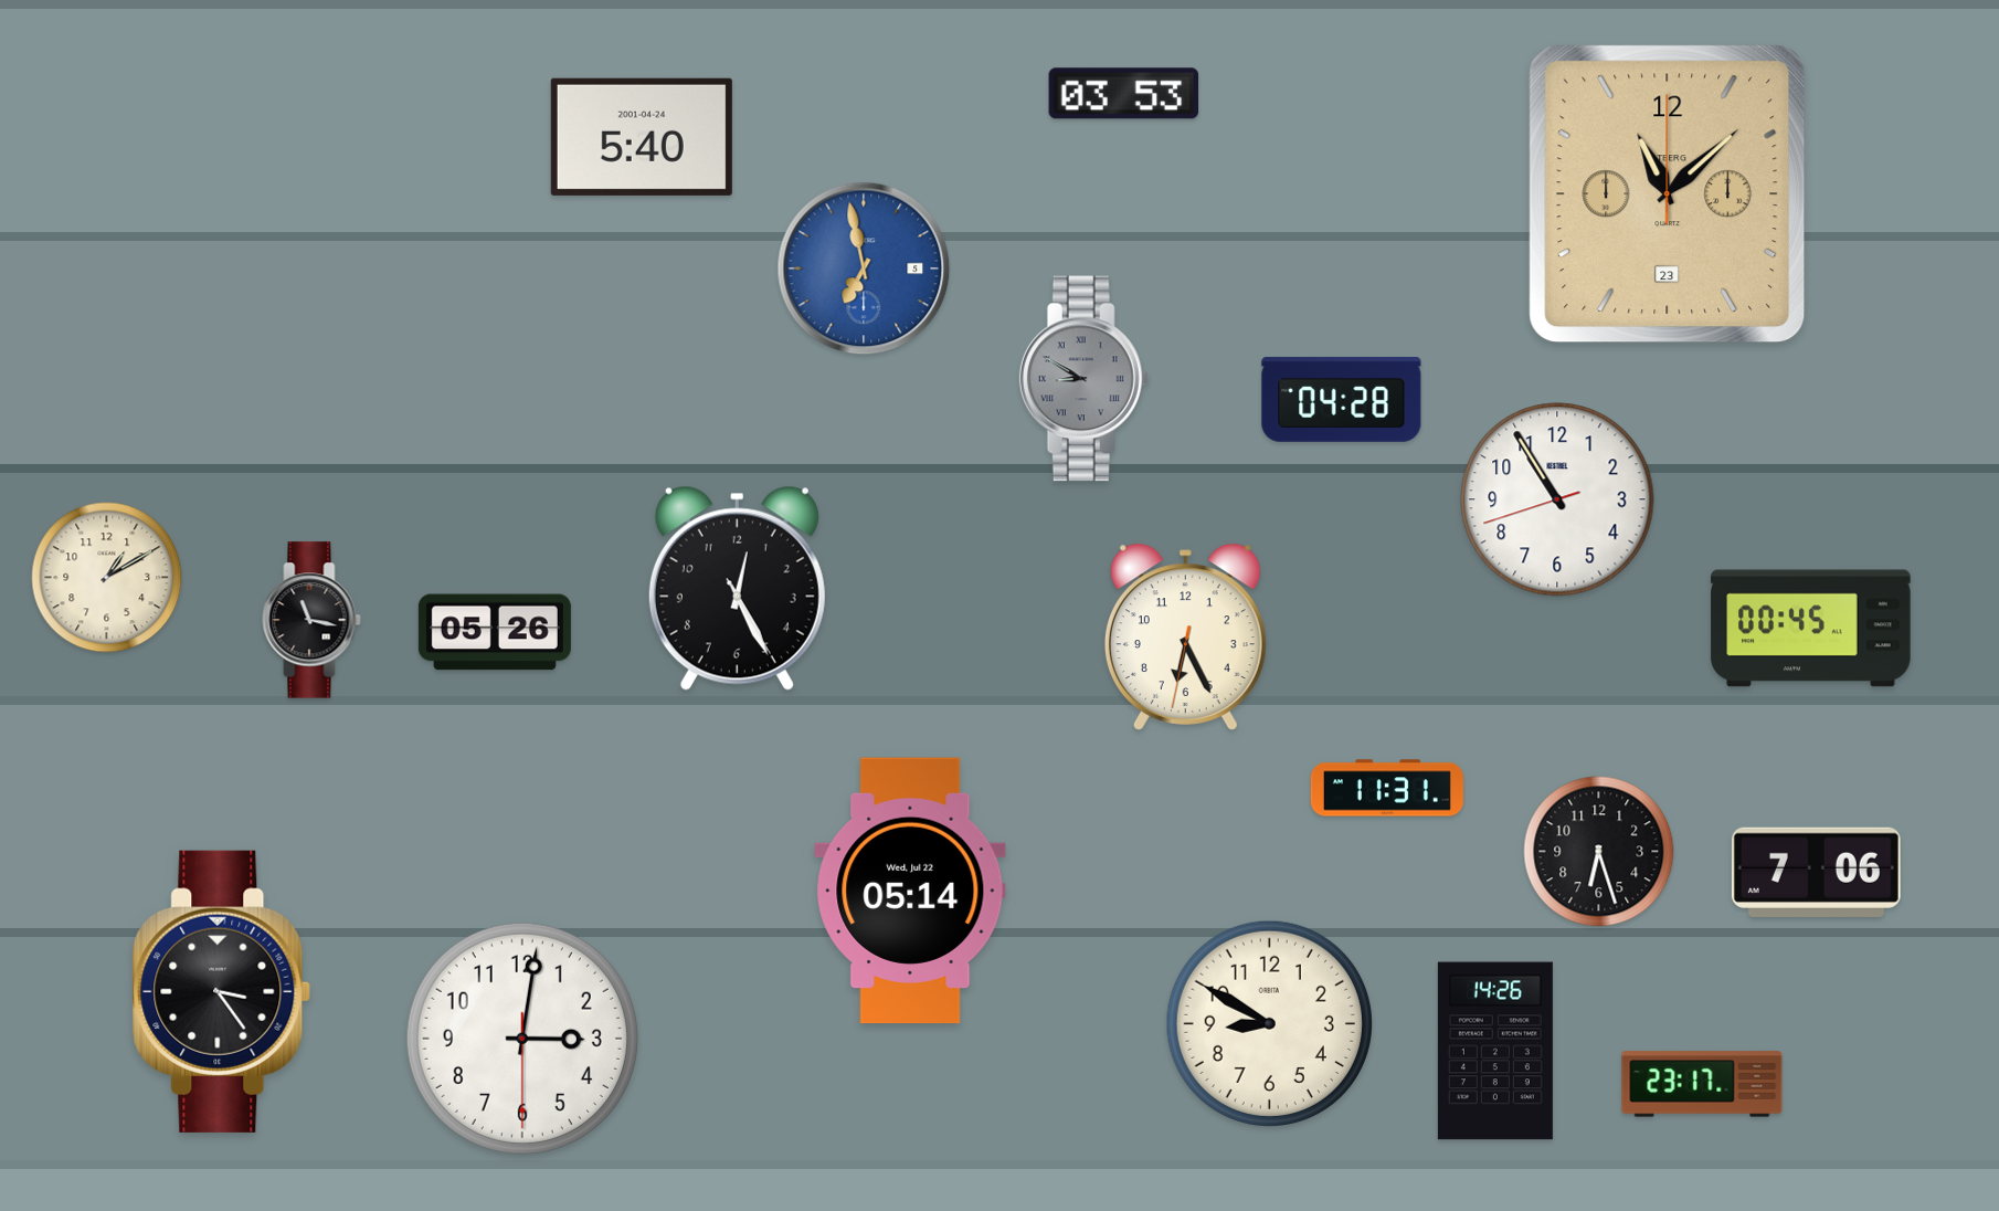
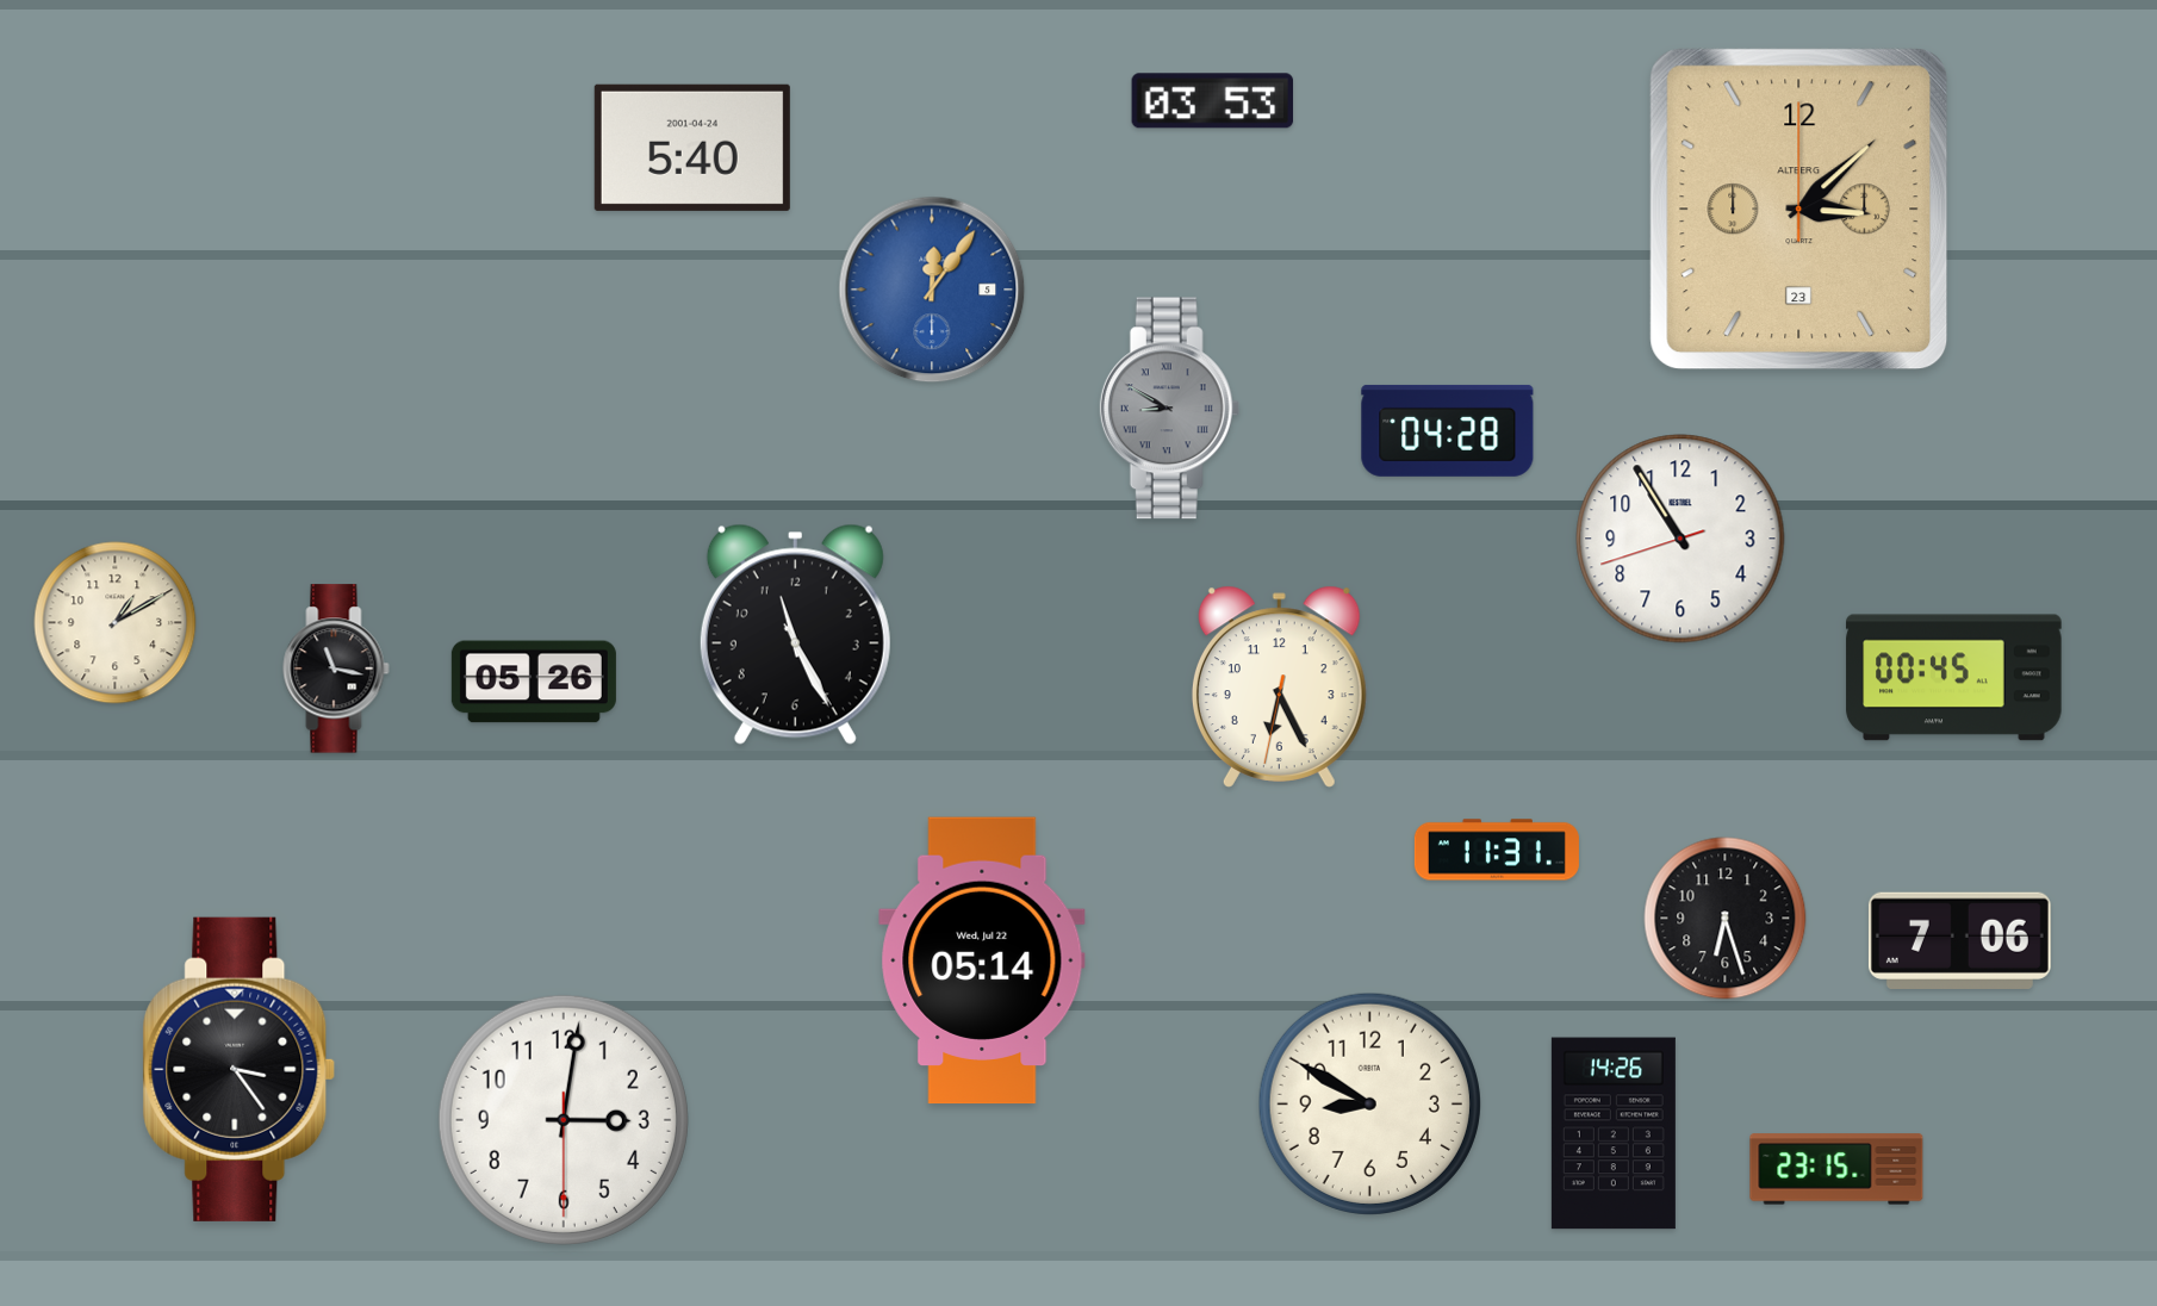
clock at (1668, 194): 11:08 -> 3:08
clock at (864, 268): 6:58 -> 12:06
clock at (737, 588): 12:25 -> 11:25
clock at (1702, 1084): 23:17 -> 23:15
